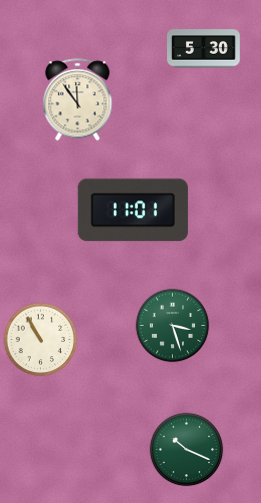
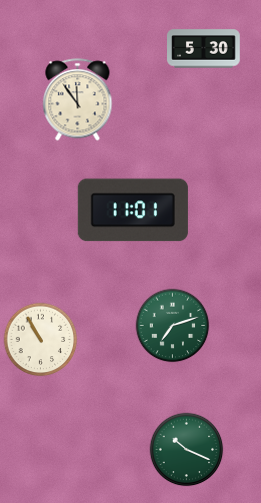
clock at (173, 326): 3:27 -> 7:12
